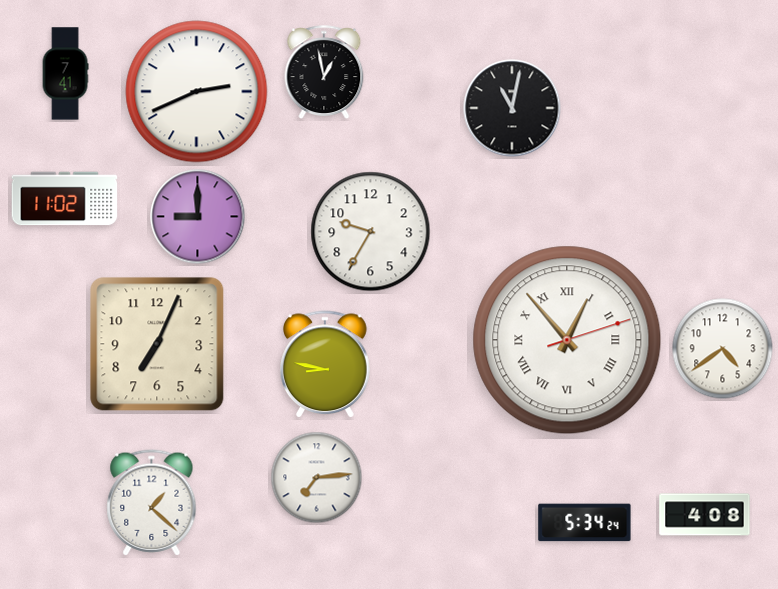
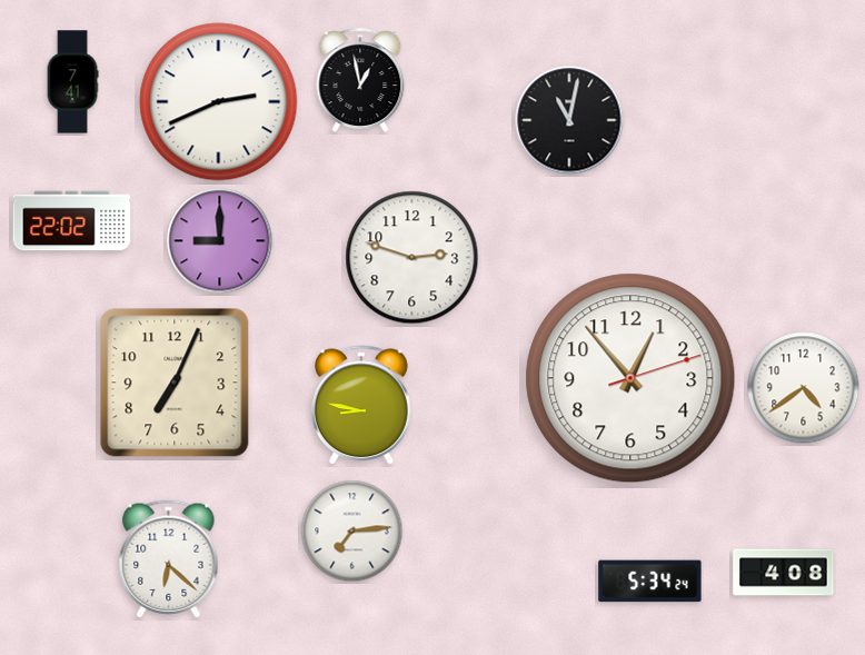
clock at (65, 199): 11:02 -> 22:02
clock at (371, 232): 9:35 -> 2:48
clock at (567, 340) numerals: Roman -> Arabic
clock at (152, 503): 1:22 -> 6:22
